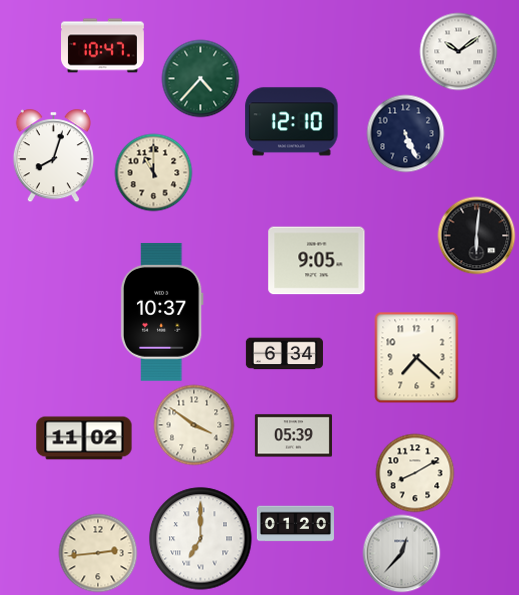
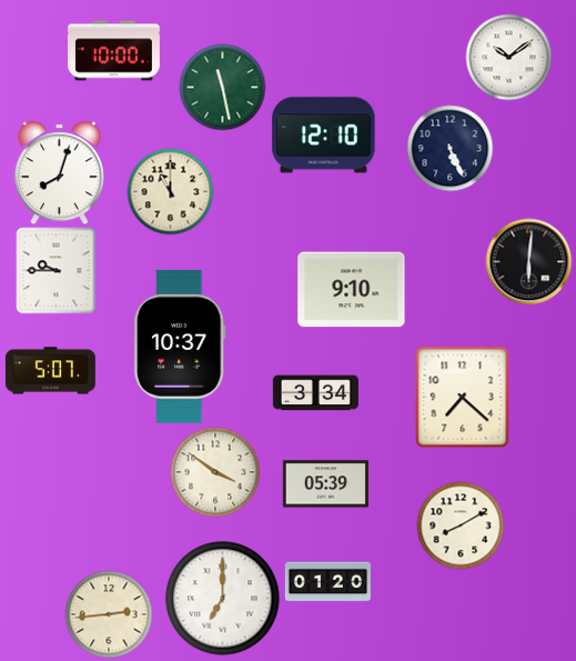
clock at (103, 46): 10:47 -> 10:00
clock at (200, 78): 4:37 -> 11:28
clock at (57, 270): none -> 9:45
clock at (317, 261): 9:05 -> 9:10
clock at (50, 371): none -> 5:07
clock at (284, 354): 6:34 -> 3:34
clock at (84, 438): 11:02 -> none
clock at (401, 553): 12:37 -> none
